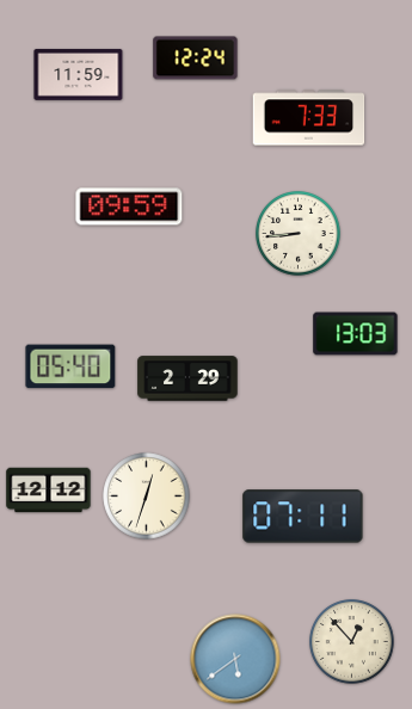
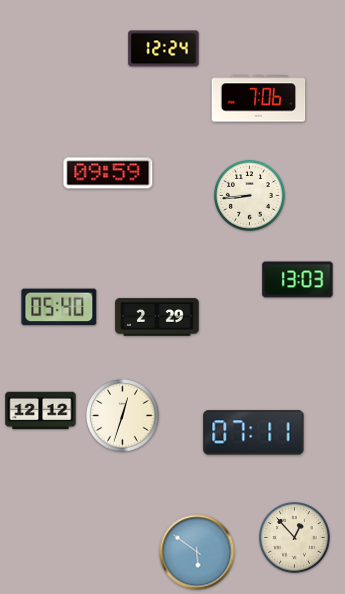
clock at (79, 74): 11:59 -> none
clock at (309, 118): 7:33 -> 7:06
clock at (235, 659): 5:39 -> 5:51
